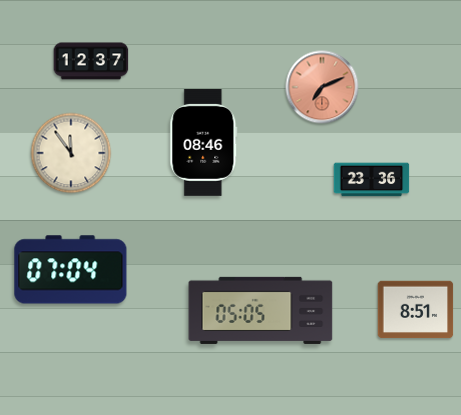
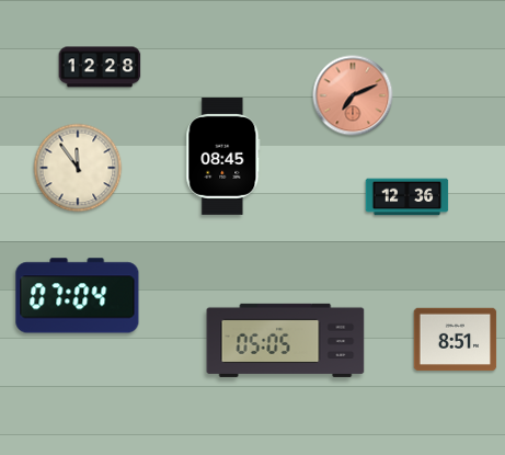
clock at (91, 61): 12:37 -> 12:28
clock at (204, 142): 08:46 -> 08:45
clock at (372, 180): 23:36 -> 12:36
